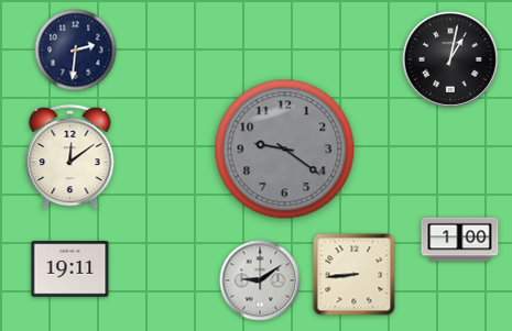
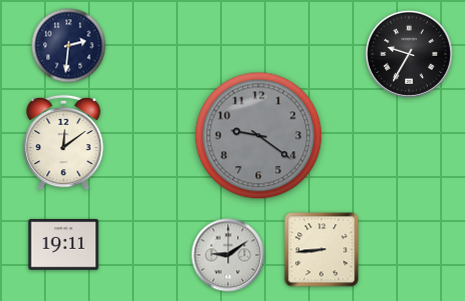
clock at (450, 59): 1:02 -> 9:35
clock at (460, 240): 1:00 -> none
clock at (260, 280) position: (260, 280) -> (228, 255)
